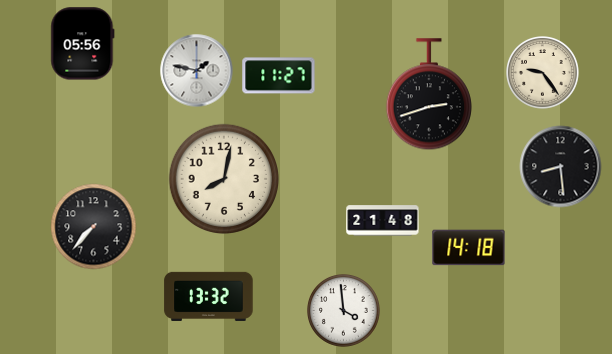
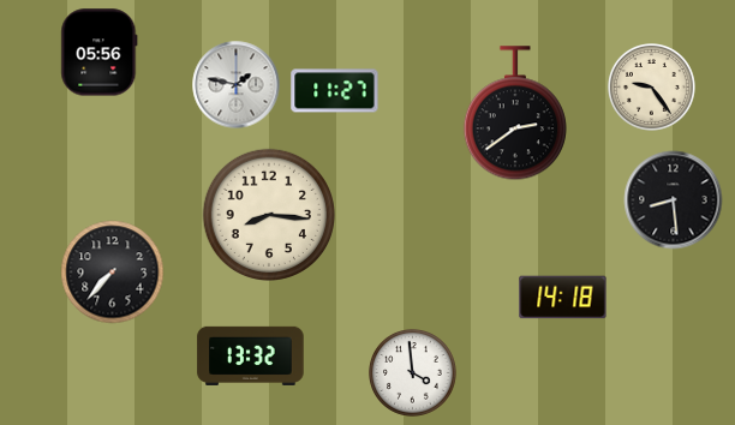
clock at (429, 95): 2:42 -> 2:39
clock at (223, 178): 8:02 -> 8:16
clock at (383, 221): 21:48 -> none
